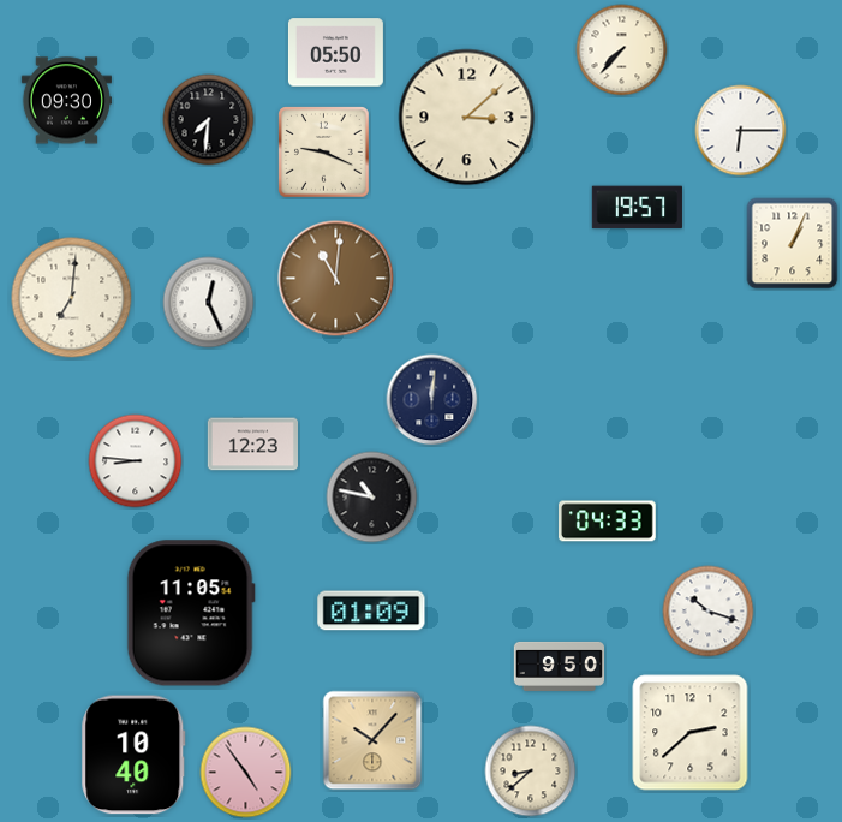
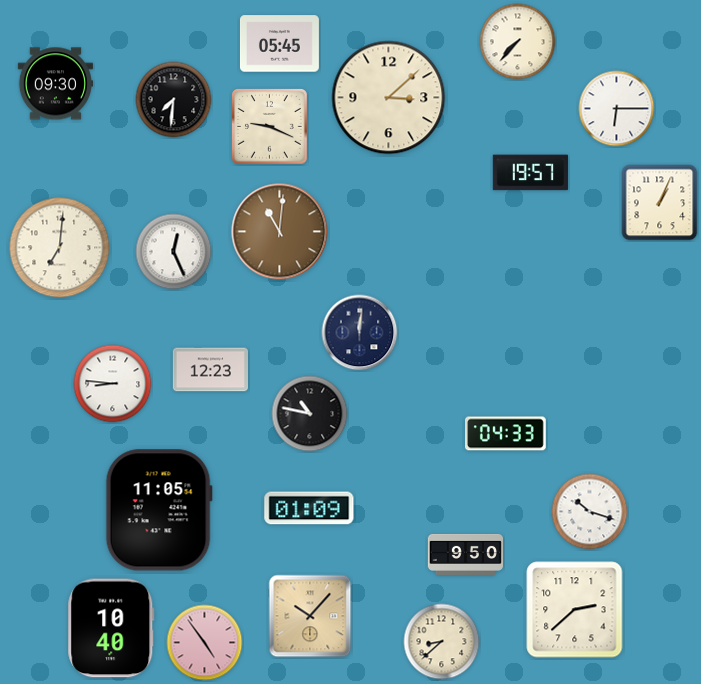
clock at (335, 53): 05:50 -> 05:45
clock at (709, 612) position: (709, 612) -> (590, 512)
